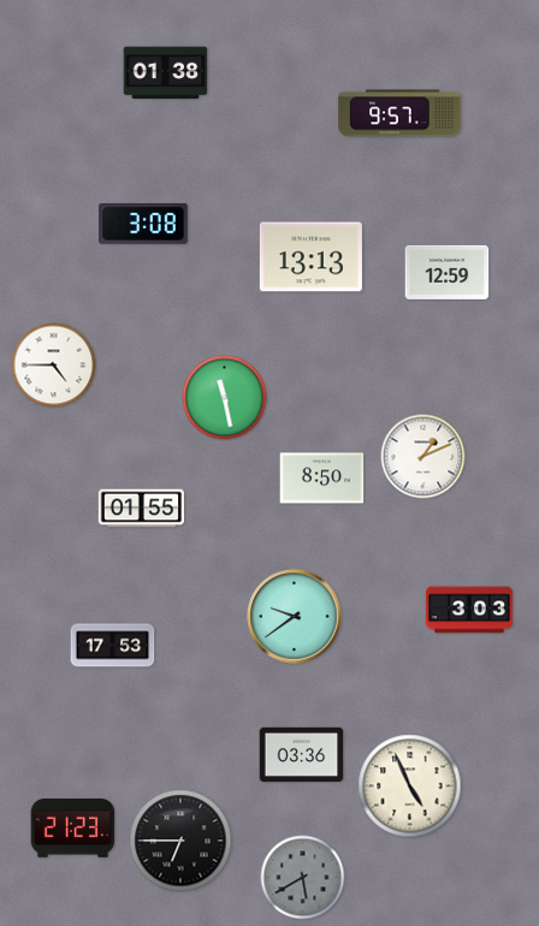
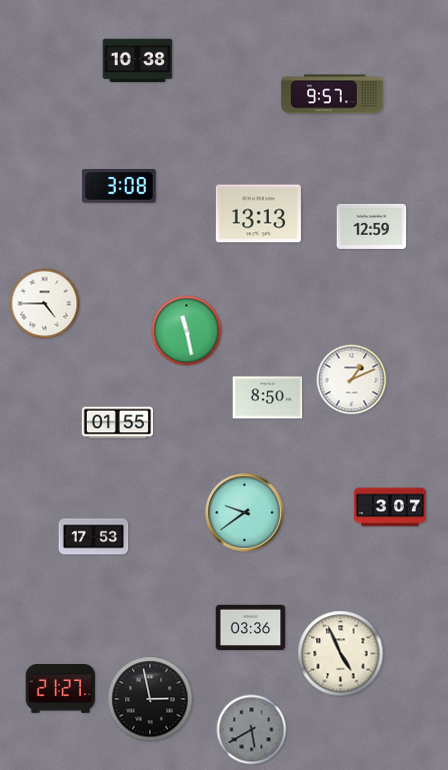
clock at (166, 73): 01:38 -> 10:38
clock at (469, 610): 3:03 -> 3:07
clock at (73, 829): 21:23 -> 21:27
clock at (180, 841): 6:45 -> 2:58
